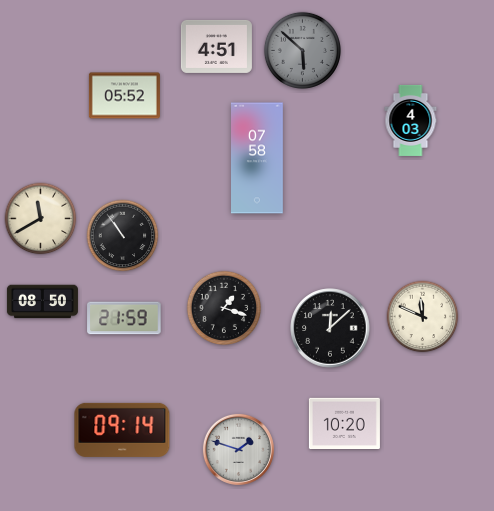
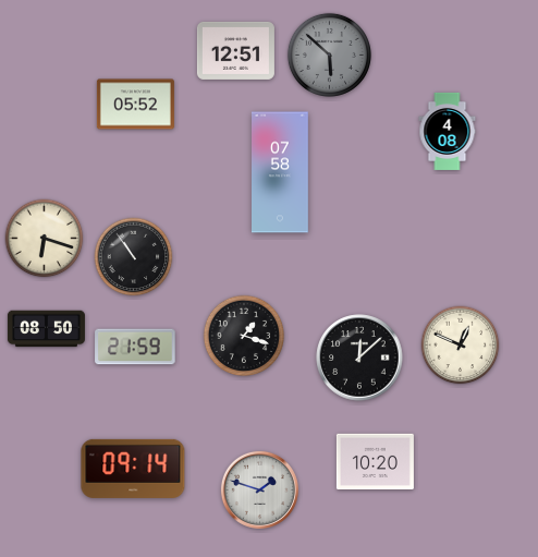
clock at (216, 46): 4:51 -> 12:51
clock at (411, 120): 4:03 -> 4:08
clock at (41, 219): 11:40 -> 6:18
clock at (423, 317): 11:49 -> 12:49
